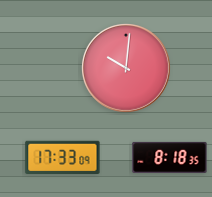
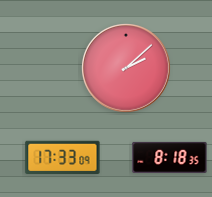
clock at (127, 69): 10:01 -> 2:08
